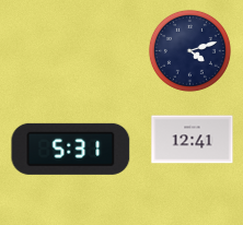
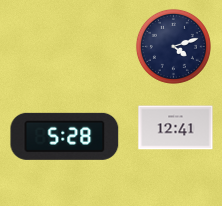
clock at (71, 149): 5:31 -> 5:28
